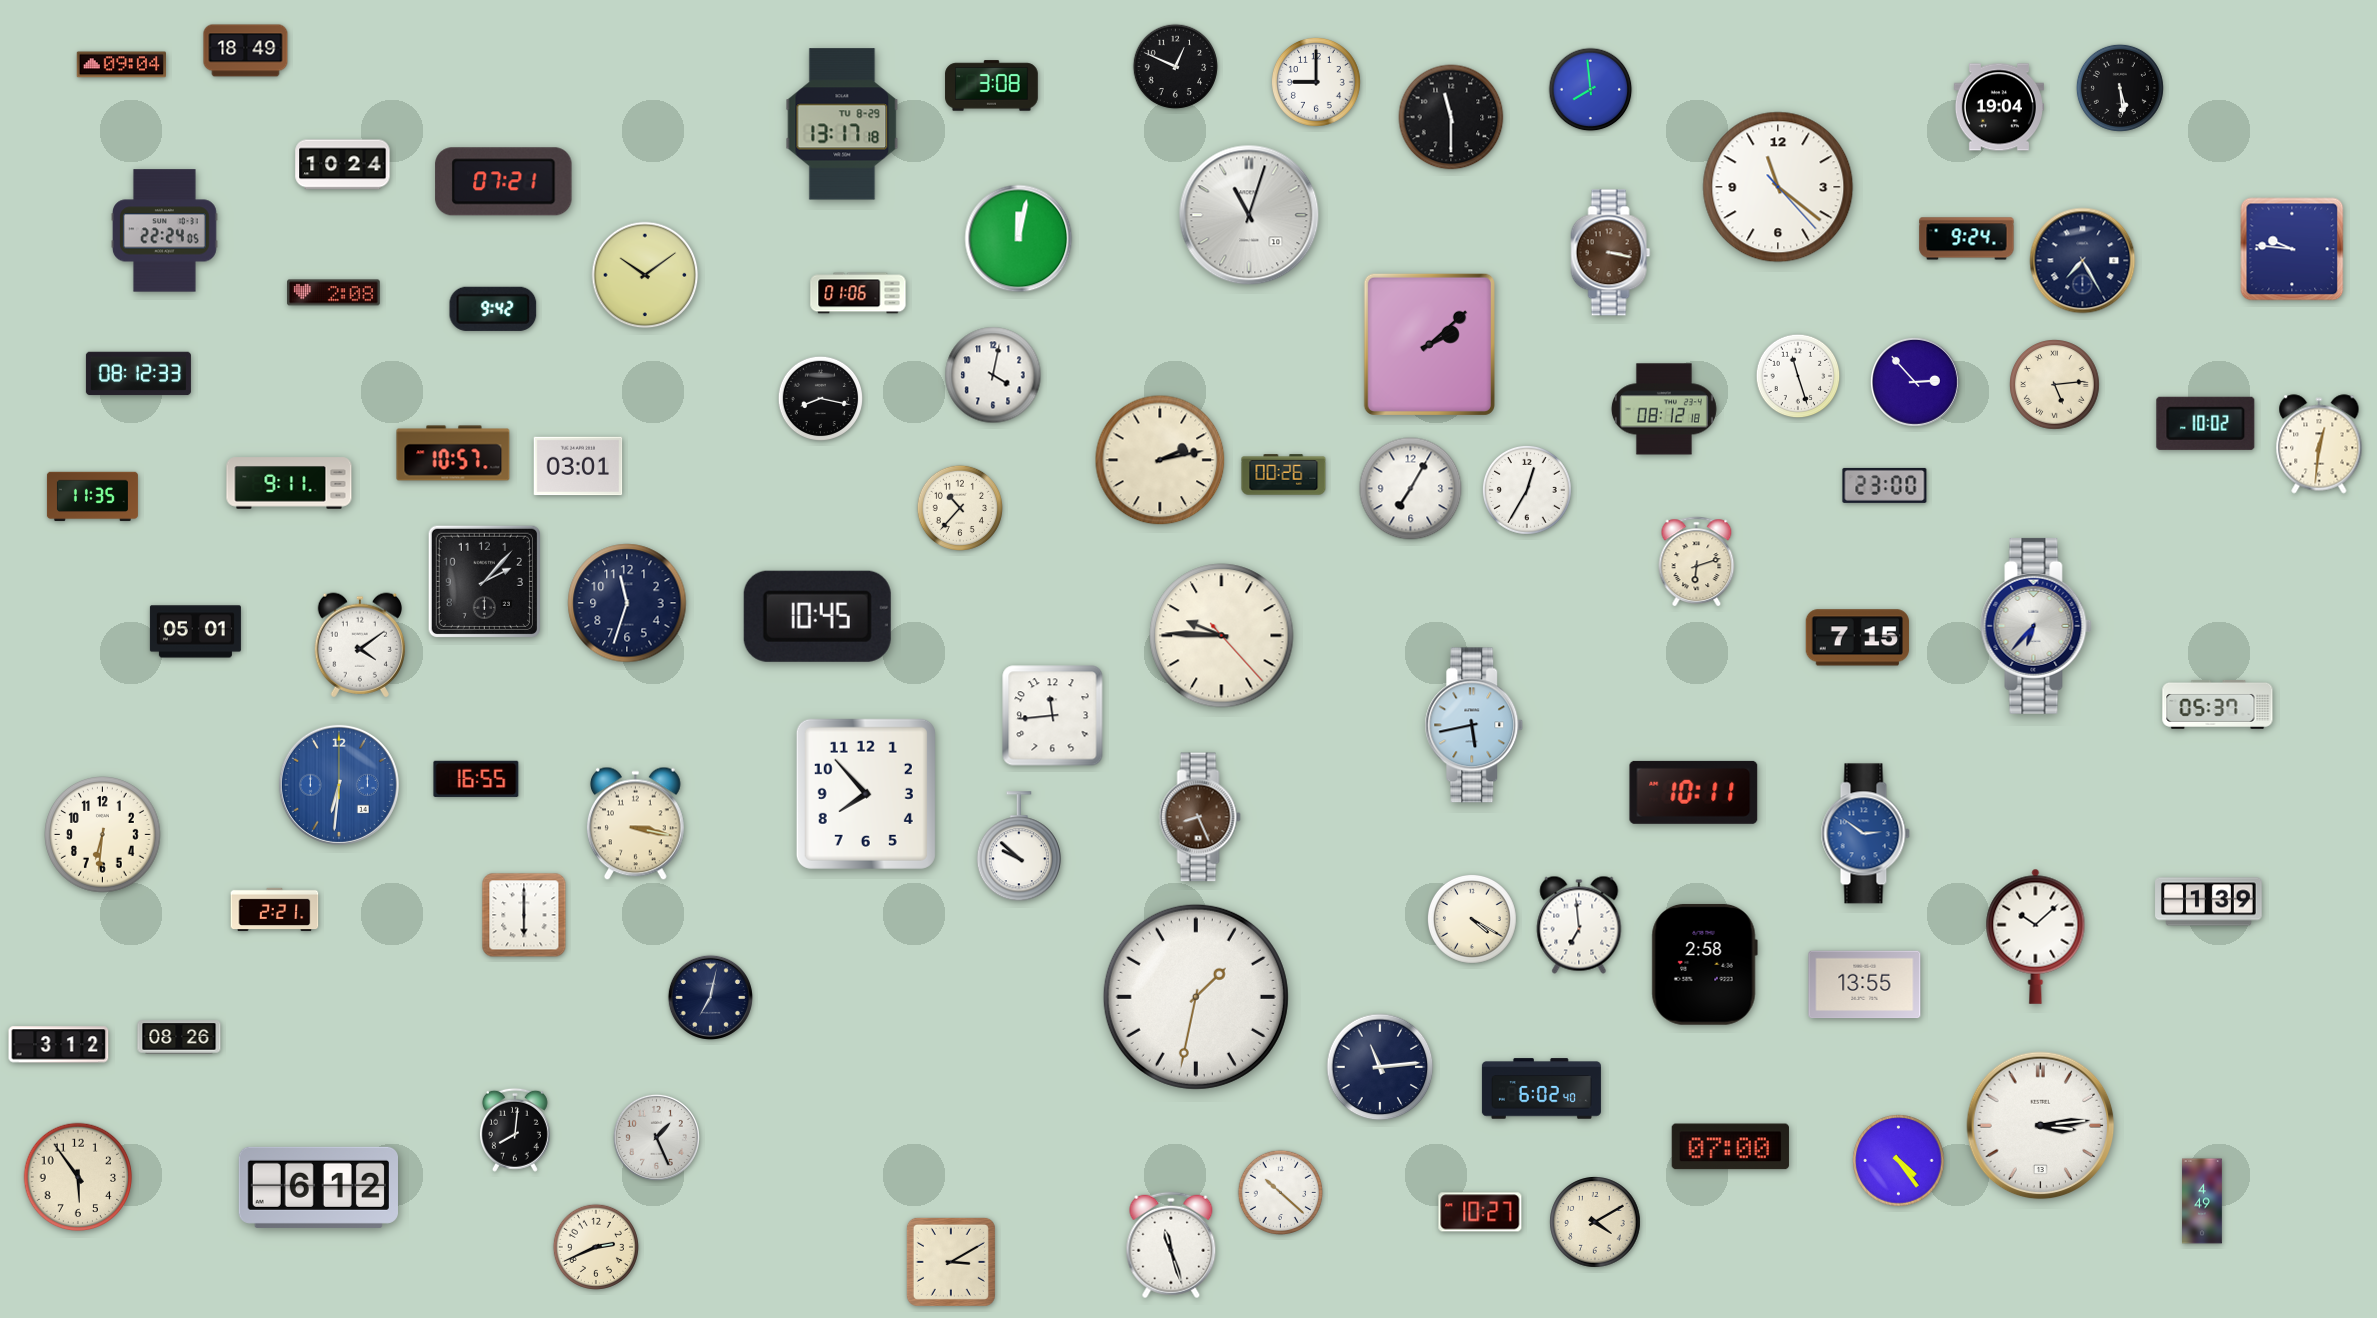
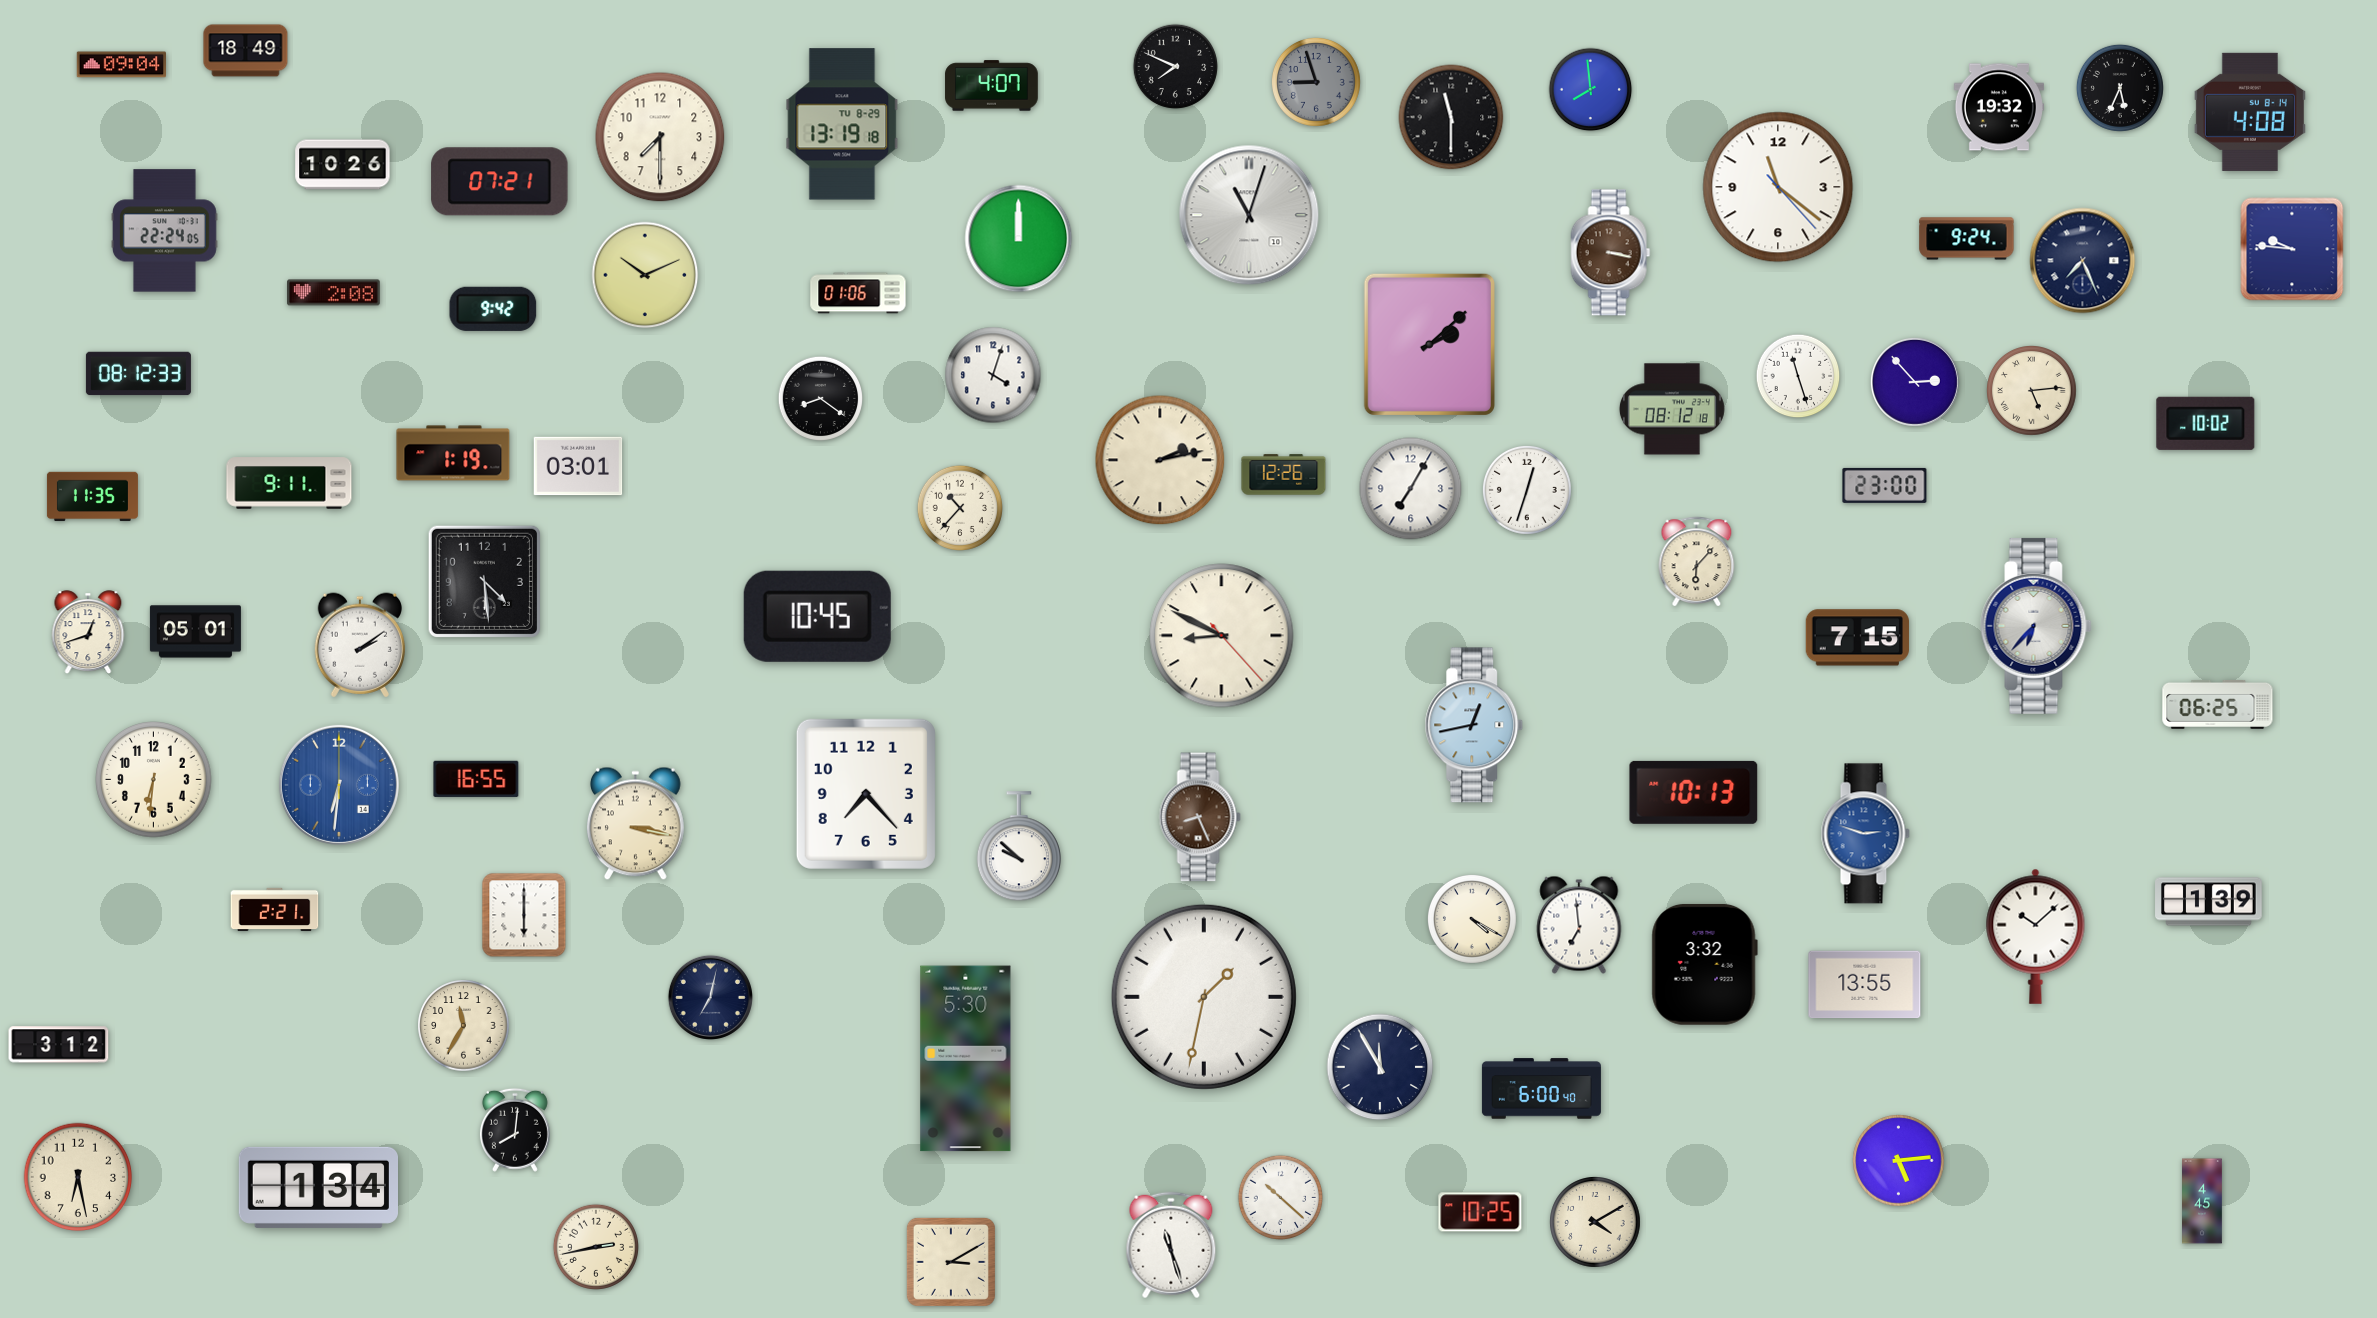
clock at (1176, 67): 12:49 -> 7:49
clock at (1316, 82): 9:00 -> 8:57
clock at (1316, 82) dial: white -> grey
clock at (992, 86): 3:08 -> 4:07
clock at (2120, 88): 5:29 -> 5:34
clock at (1999, 107): 19:04 -> 19:32
clock at (2250, 112): none -> 4:08
clock at (842, 124): 13:17 -> 13:19
clock at (660, 137): none -> 7:30
clock at (343, 165): 10:24 -> 10:26
clock at (504, 182) position: (504, 182) -> (500, 182)
clock at (1019, 239): 12:02 -> 12:00
clock at (2083, 261): 7:25 -> 7:26
clock at (645, 275): 10:09 -> 10:11
clock at (993, 375): 4:02 -> 4:03
clock at (2055, 385) position: (2055, 385) -> (2032, 391)
clock at (821, 399): 8:17 -> 8:21
clock at (1664, 409) position: (1664, 409) -> (1672, 409)
clock at (2319, 444): 12:31 -> none
clock at (453, 453): 10:57 -> 1:19
clock at (1284, 475): 00:26 -> 12:26
clock at (1527, 490): 12:35 -> 12:33
clock at (1697, 562): 6:12 -> 6:07
clock at (484, 581): 2:07 -> 4:29
clock at (627, 603): 11:33 -> none
clock at (88, 633): none -> 12:42
clock at (1222, 636): 9:45 -> 8:49
clock at (360, 645): 4:09 -> 2:09
clock at (2218, 704): 05:37 -> 06:25
clock at (1053, 716): 11:44 -> none
clock at (1474, 725): 5:43 -> 12:43
clock at (1694, 792): 10:11 -> 10:13
clock at (866, 794): 7:53 -> 7:23
clock at (1865, 834): 2:51 -> 2:48
clock at (103, 835) position: (103, 835) -> (154, 780)
clock at (1704, 964): 2:58 -> 3:32
clock at (1196, 997) position: (1196, 997) -> (1204, 997)
clock at (464, 1026): none -> 11:35
clock at (179, 1037): 08:26 -> none
clock at (966, 1059): none -> 5:30
clock at (1380, 1067): 11:14 -> 11:55
clock at (1541, 1089): 6:02 -> 6:00
clock at (2041, 1126): 3:14 -> none
clock at (656, 1137): 1:26 -> none
clock at (1730, 1147): 07:00 -> none
clock at (1899, 1161): 4:24 -> 5:14
clock at (78, 1177): 5:54 -> 6:28
clock at (318, 1187): 6:12 -> 1:34
clock at (1281, 1193) position: (1281, 1193) -> (1281, 1198)
clock at (2203, 1201): 4:49 -> 4:45
clock at (1480, 1212): 10:27 -> 10:25
clock at (595, 1246): 2:41 -> 2:43
